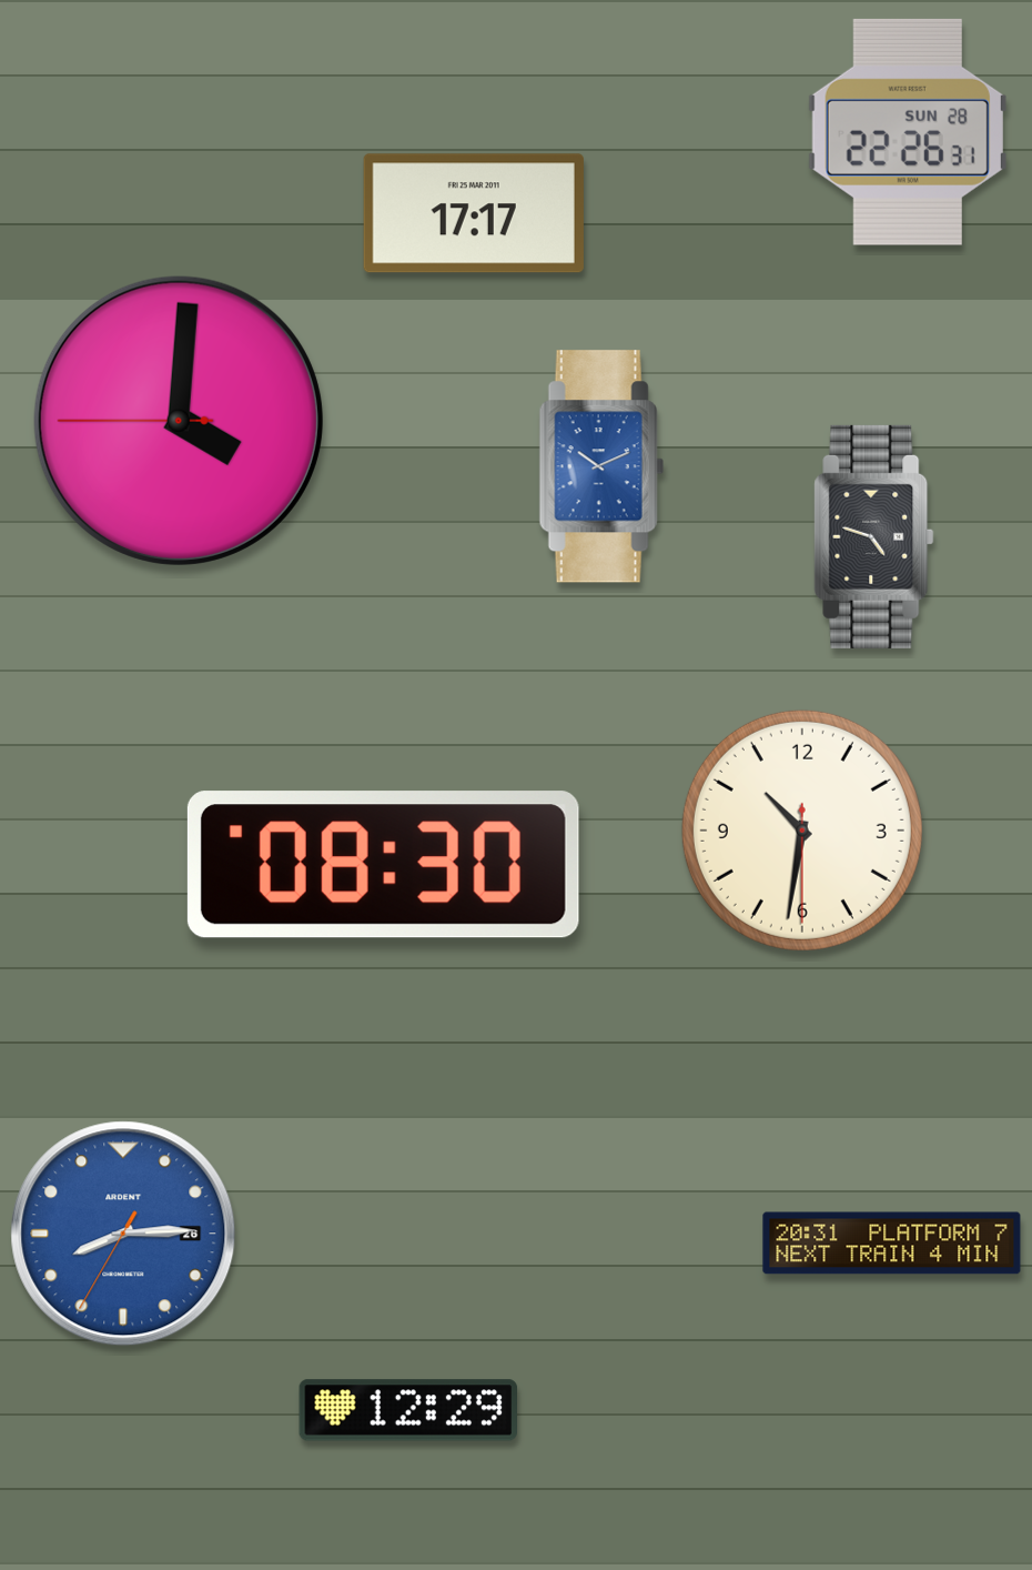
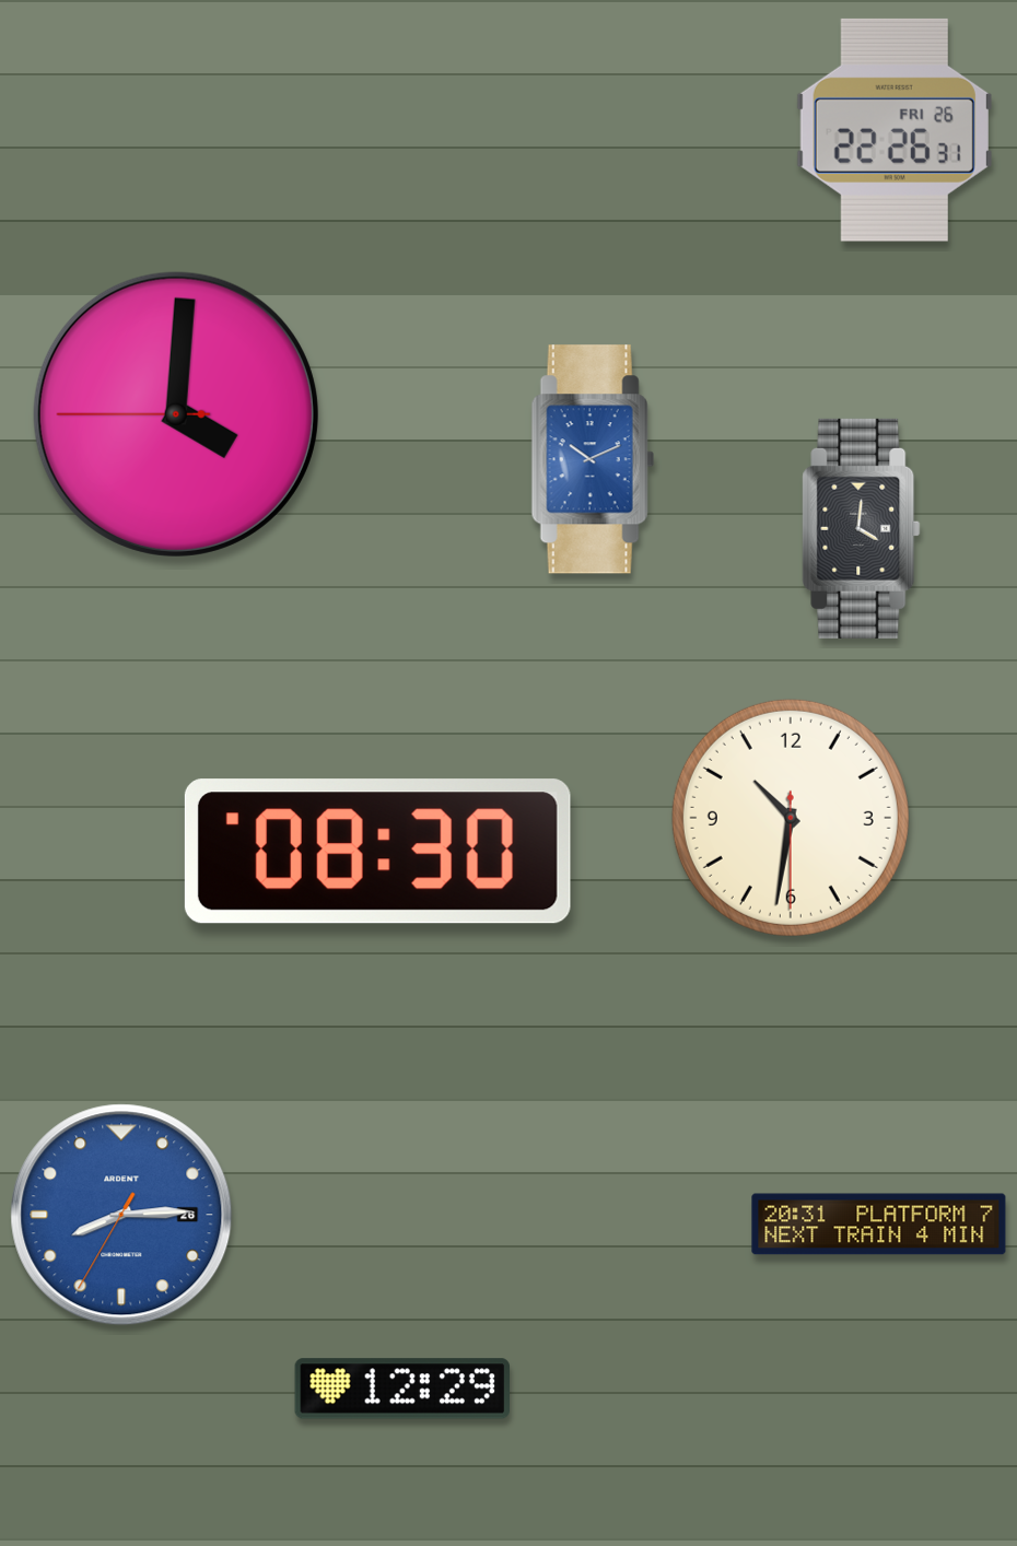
clock at (908, 132) date: SUN 28 -> FRI 26
clock at (474, 213): 17:17 -> none
clock at (874, 536): 4:48 -> 4:01
